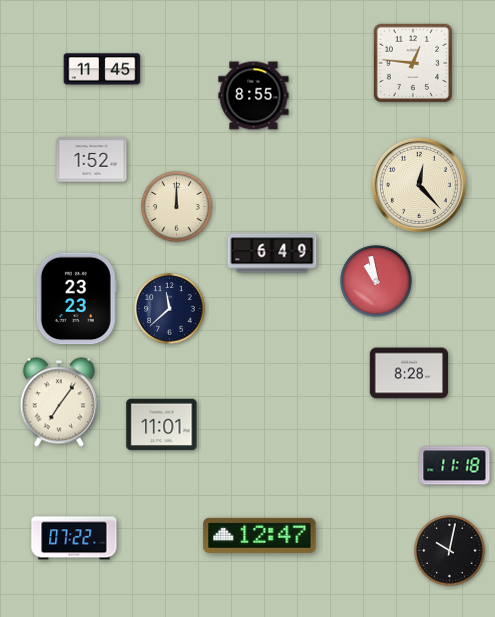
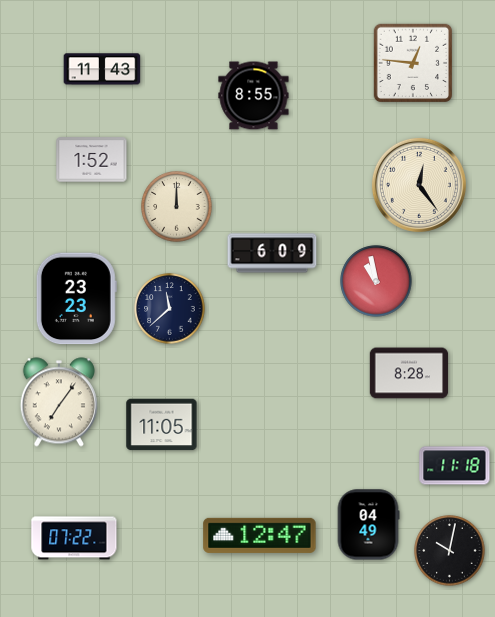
clock at (102, 69): 11:45 -> 11:43
clock at (419, 185): 12:23 -> 12:24
clock at (272, 253): 6:49 -> 6:09
clock at (162, 425): 11:01 -> 11:05
clock at (368, 525): none -> 04:49
